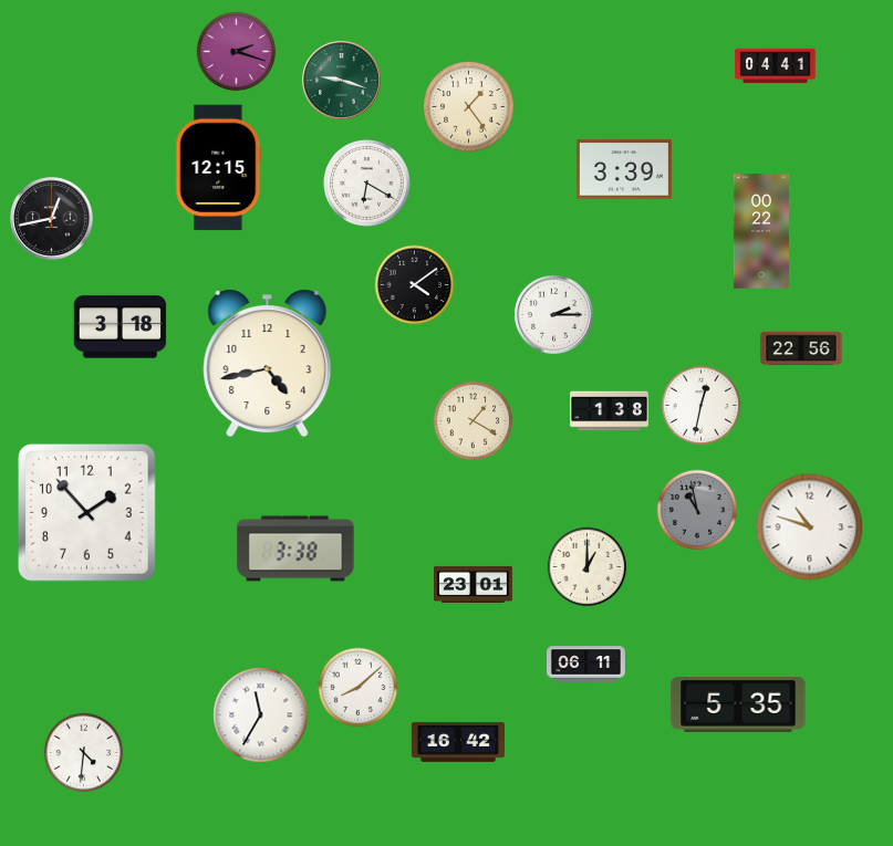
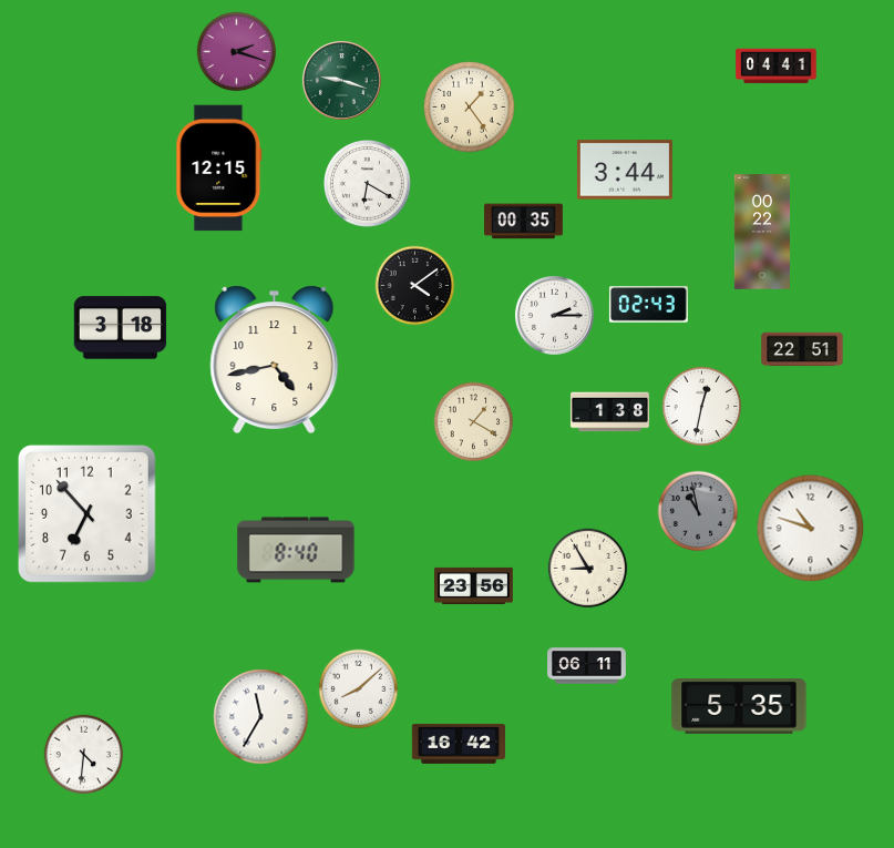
clock at (624, 169): 3:39 -> 3:44
clock at (52, 219): 12:43 -> none
clock at (524, 222): none -> 00:35
clock at (648, 305): none -> 02:43
clock at (801, 348): 22:56 -> 22:51
clock at (268, 364) position: (268, 364) -> (275, 360)
clock at (87, 513): 1:53 -> 6:53
clock at (295, 549): 3:38 -> 8:40
clock at (588, 567): 1:00 -> 8:55
clock at (474, 584): 23:01 -> 23:56
